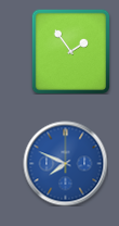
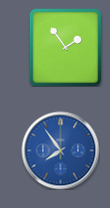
clock at (65, 163): 7:49 -> 7:54
